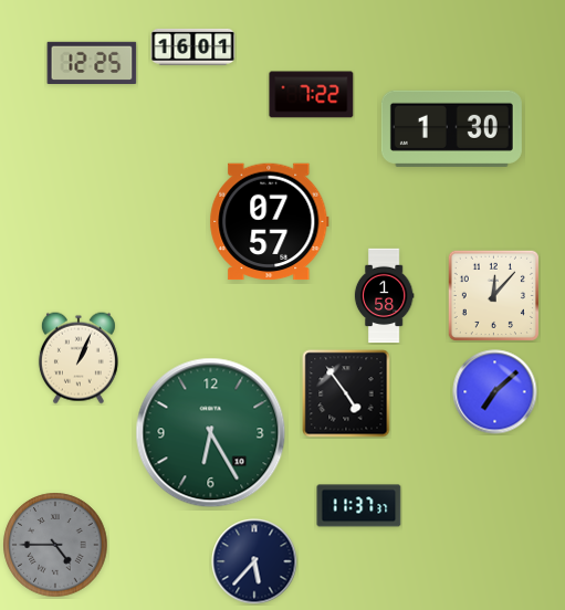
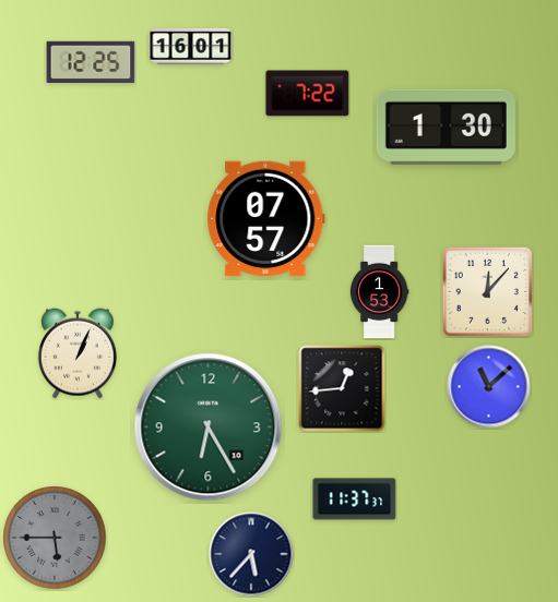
clock at (384, 296): 1:58 -> 1:53
clock at (495, 392): 7:08 -> 11:08
clock at (346, 393): 4:54 -> 12:44
clock at (55, 545): 4:45 -> 5:45
